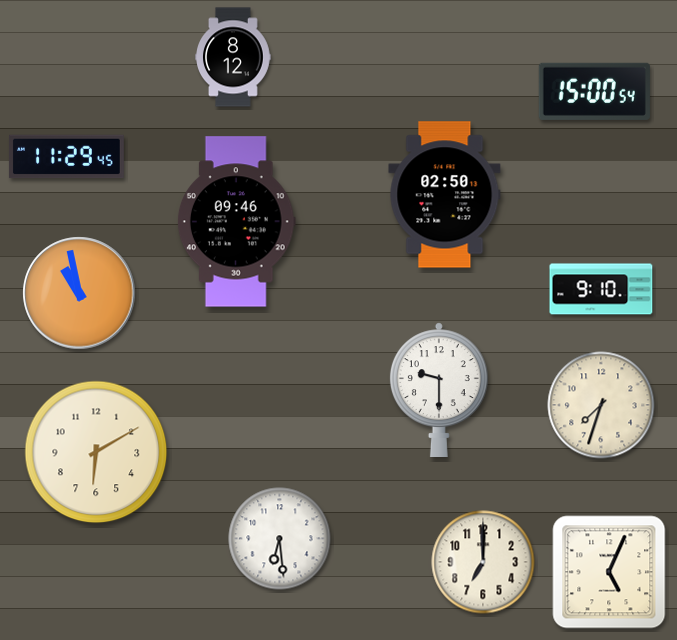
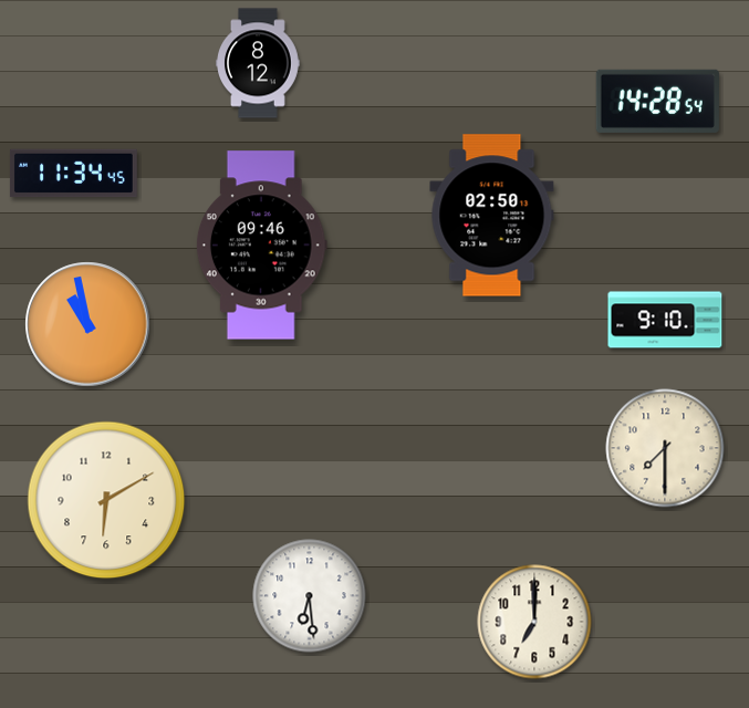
clock at (594, 91): 15:00 -> 14:28
clock at (66, 157): 11:29 -> 11:34
clock at (439, 389): 9:30 -> none
clock at (601, 405): 7:33 -> 7:30
clock at (609, 572): 5:04 -> none
